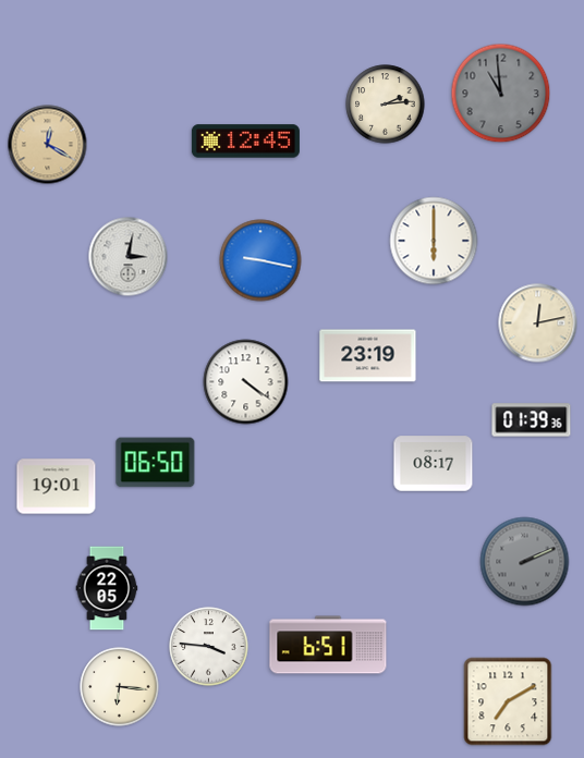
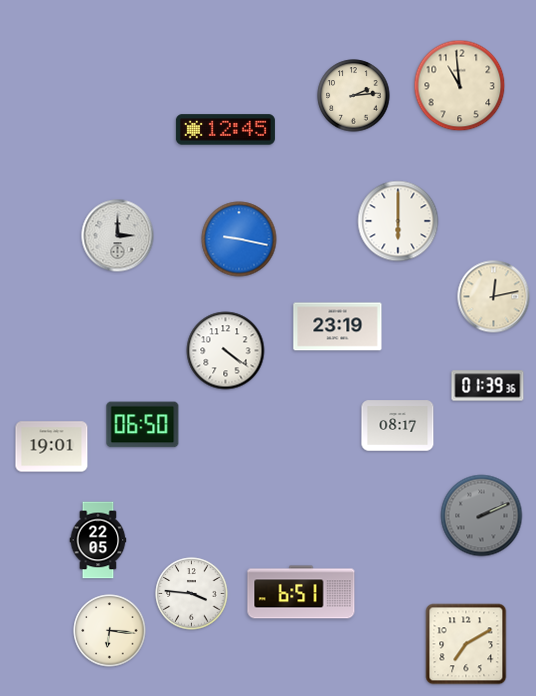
clock at (501, 94) dial: grey -> cream
clock at (48, 145): 12:20 -> none
clock at (129, 257): 3:02 -> 3:00
